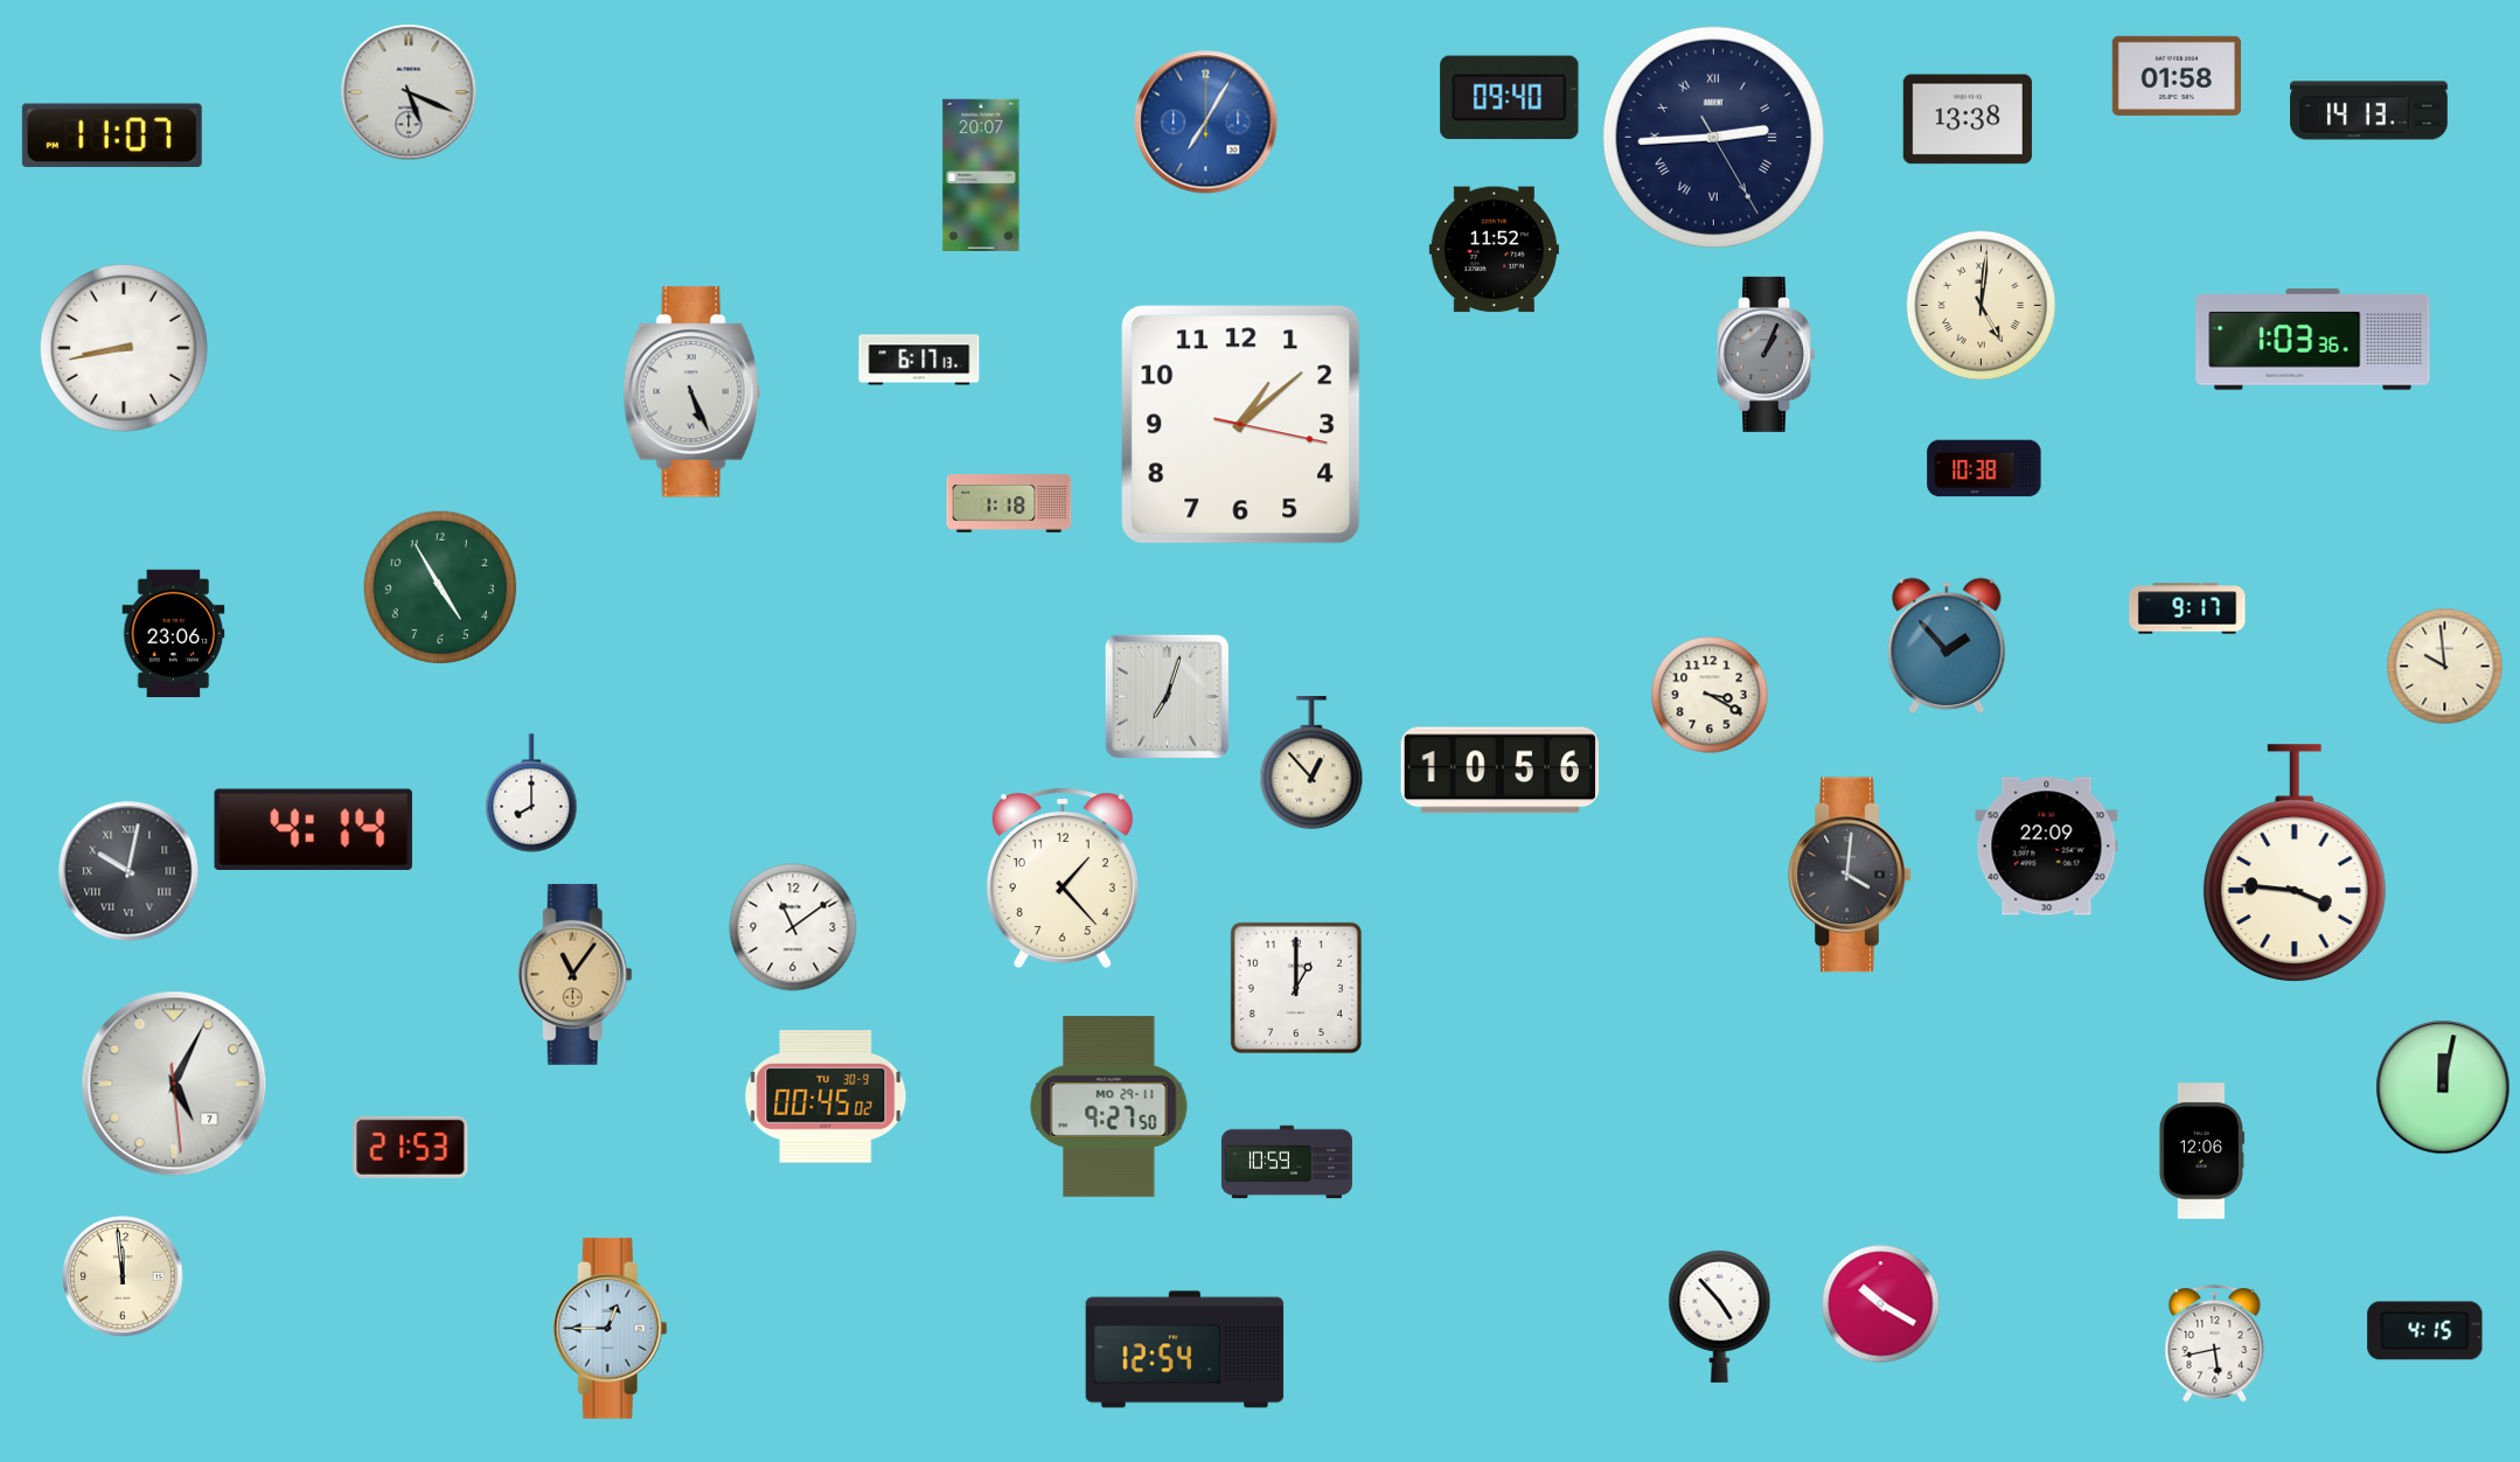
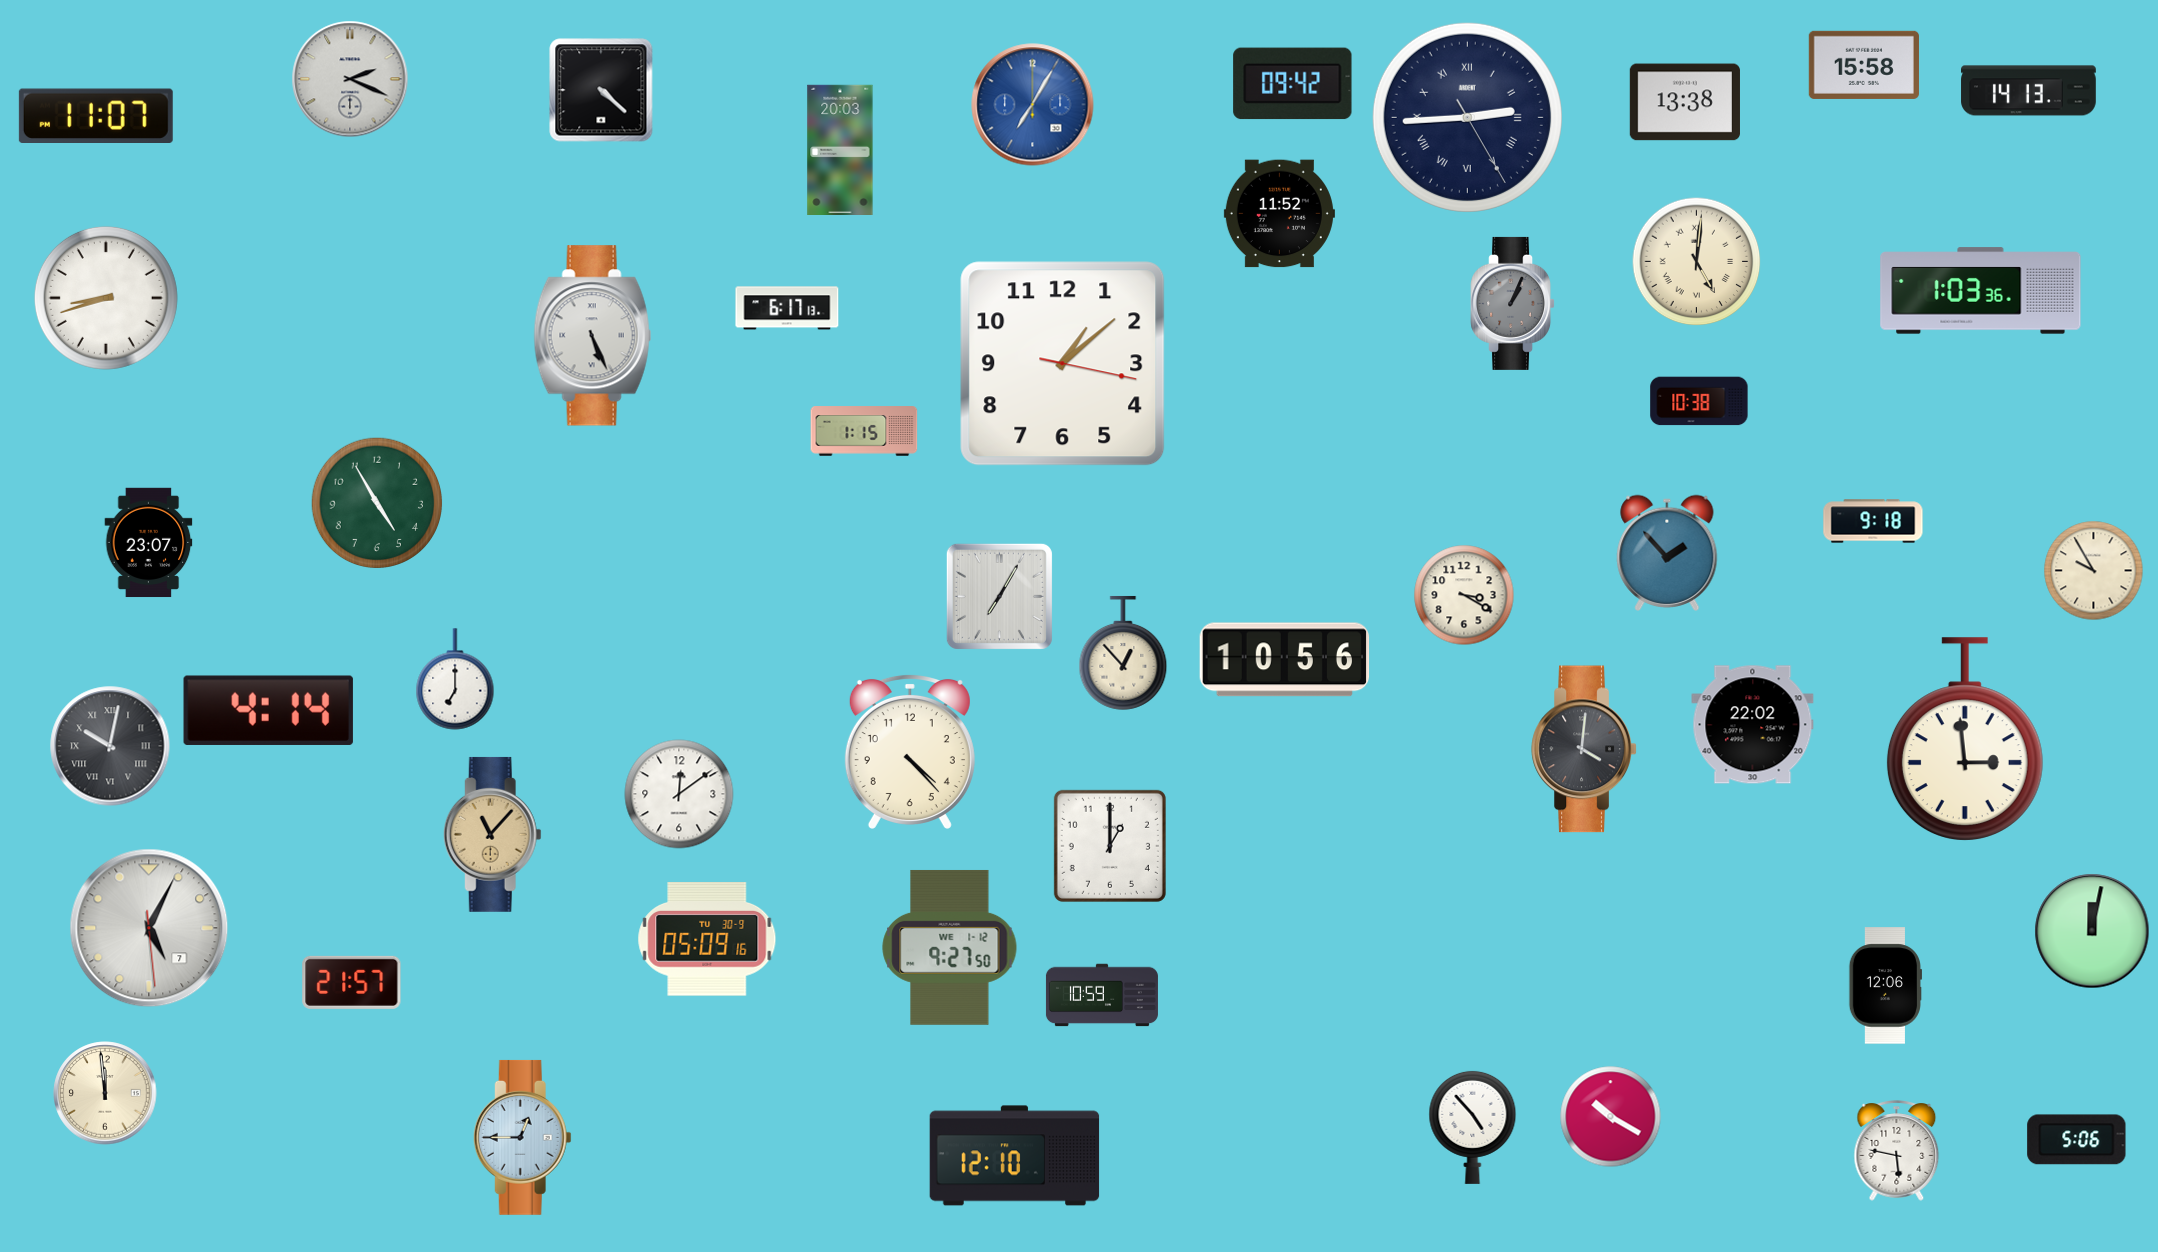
clock at (2177, 76): 01:58 -> 15:58
clock at (409, 92): 5:19 -> 2:19
clock at (1510, 98): 09:40 -> 09:42
clock at (601, 90): none -> 4:22
clock at (2369, 111) position: (2369, 111) -> (2029, 91)
clock at (981, 174): 20:07 -> 20:03
clock at (124, 348): 8:43 -> 8:42
clock at (1009, 503): 1:18 -> 1:15
clock at (2187, 608): 9:17 -> 9:18
clock at (174, 634): 23:06 -> 23:07
clock at (2445, 667): 9:59 -> 9:55
clock at (1167, 696): 7:03 -> 7:05
clock at (531, 793): 8:00 -> 7:00
clock at (2047, 847): 22:09 -> 22:02
clock at (2295, 863): 3:46 -> 2:59
clock at (1063, 877): 1:23 -> 4:23
clock at (793, 927): 11:09 -> 12:09
clock at (575, 974): 11:06 -> 11:07
clock at (826, 1098): 00:45 -> 05:09
clock at (1109, 1106) date: MO 29-11 -> WE 1-12
clock at (411, 1147): 21:53 -> 21:57
clock at (2425, 1331): 4:15 -> 5:06
clock at (2215, 1344): 5:43 -> 5:47
clock at (1185, 1350): 12:54 -> 12:10
